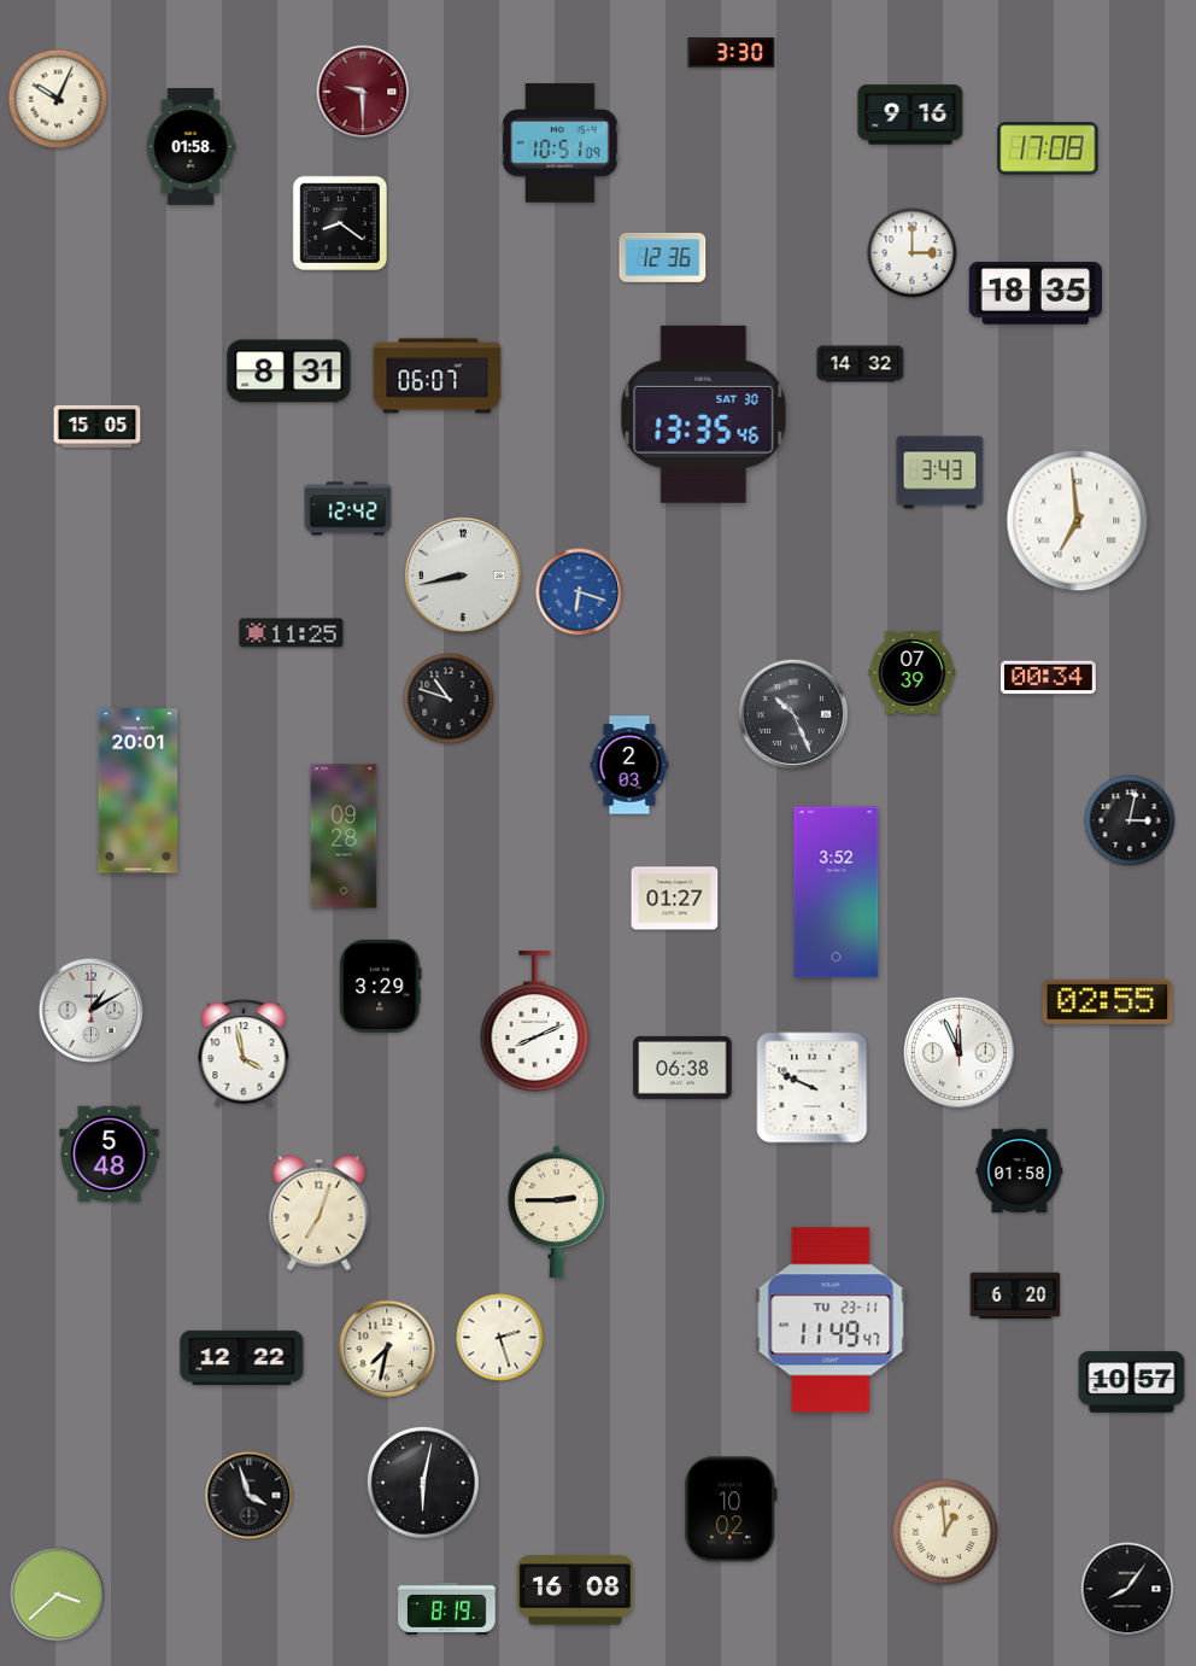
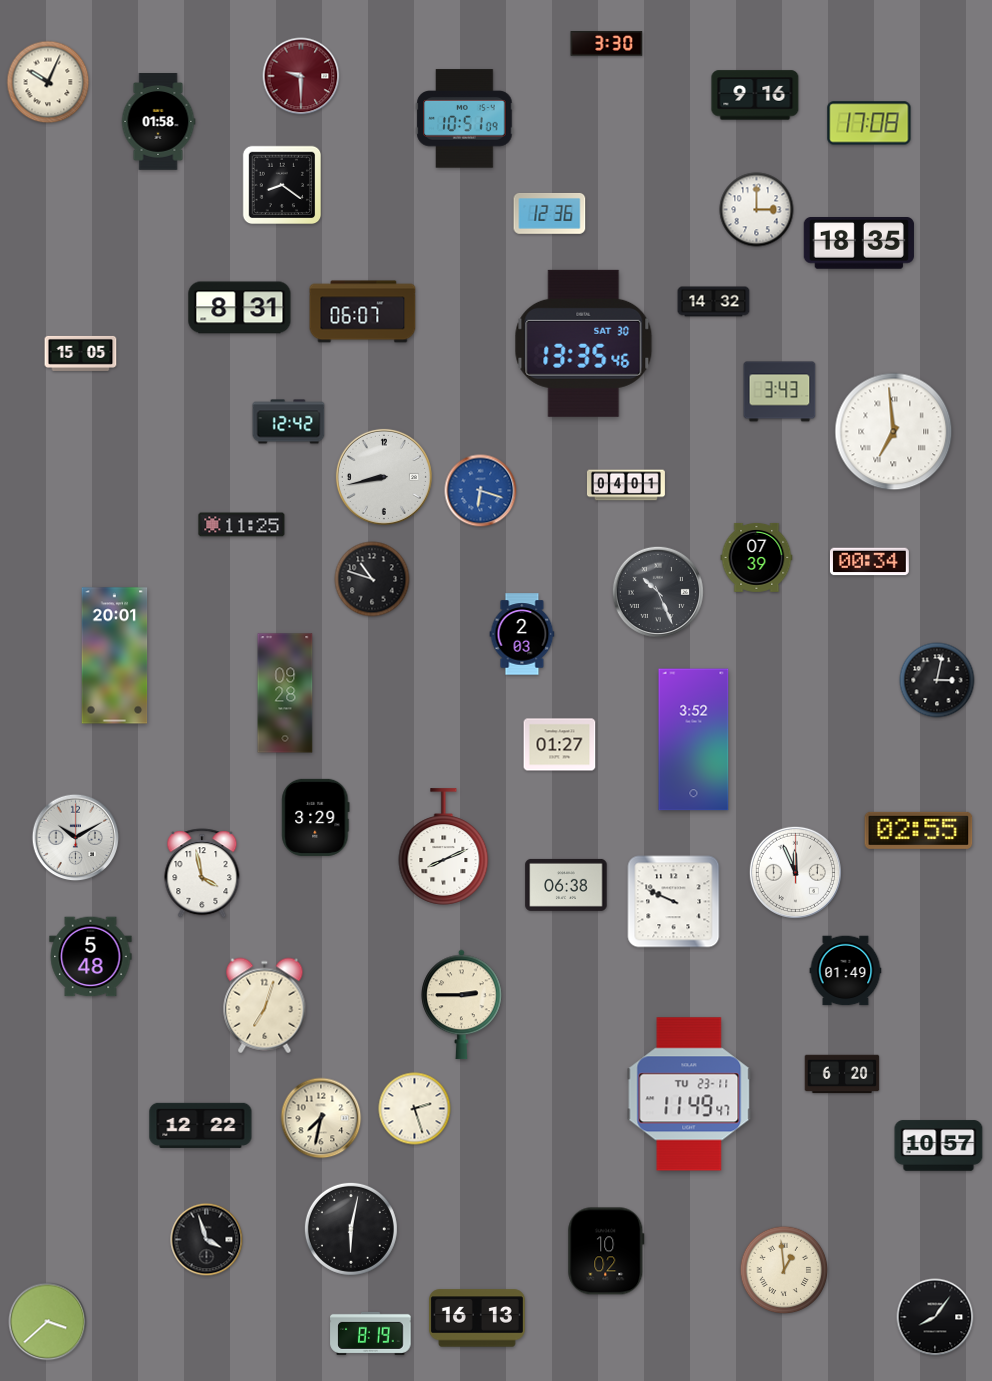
clock at (626, 485): none -> 04:01
clock at (92, 1011): 1:10 -> 10:10
clock at (1020, 1171): 01:58 -> 01:49
clock at (575, 1590): 16:08 -> 16:13
